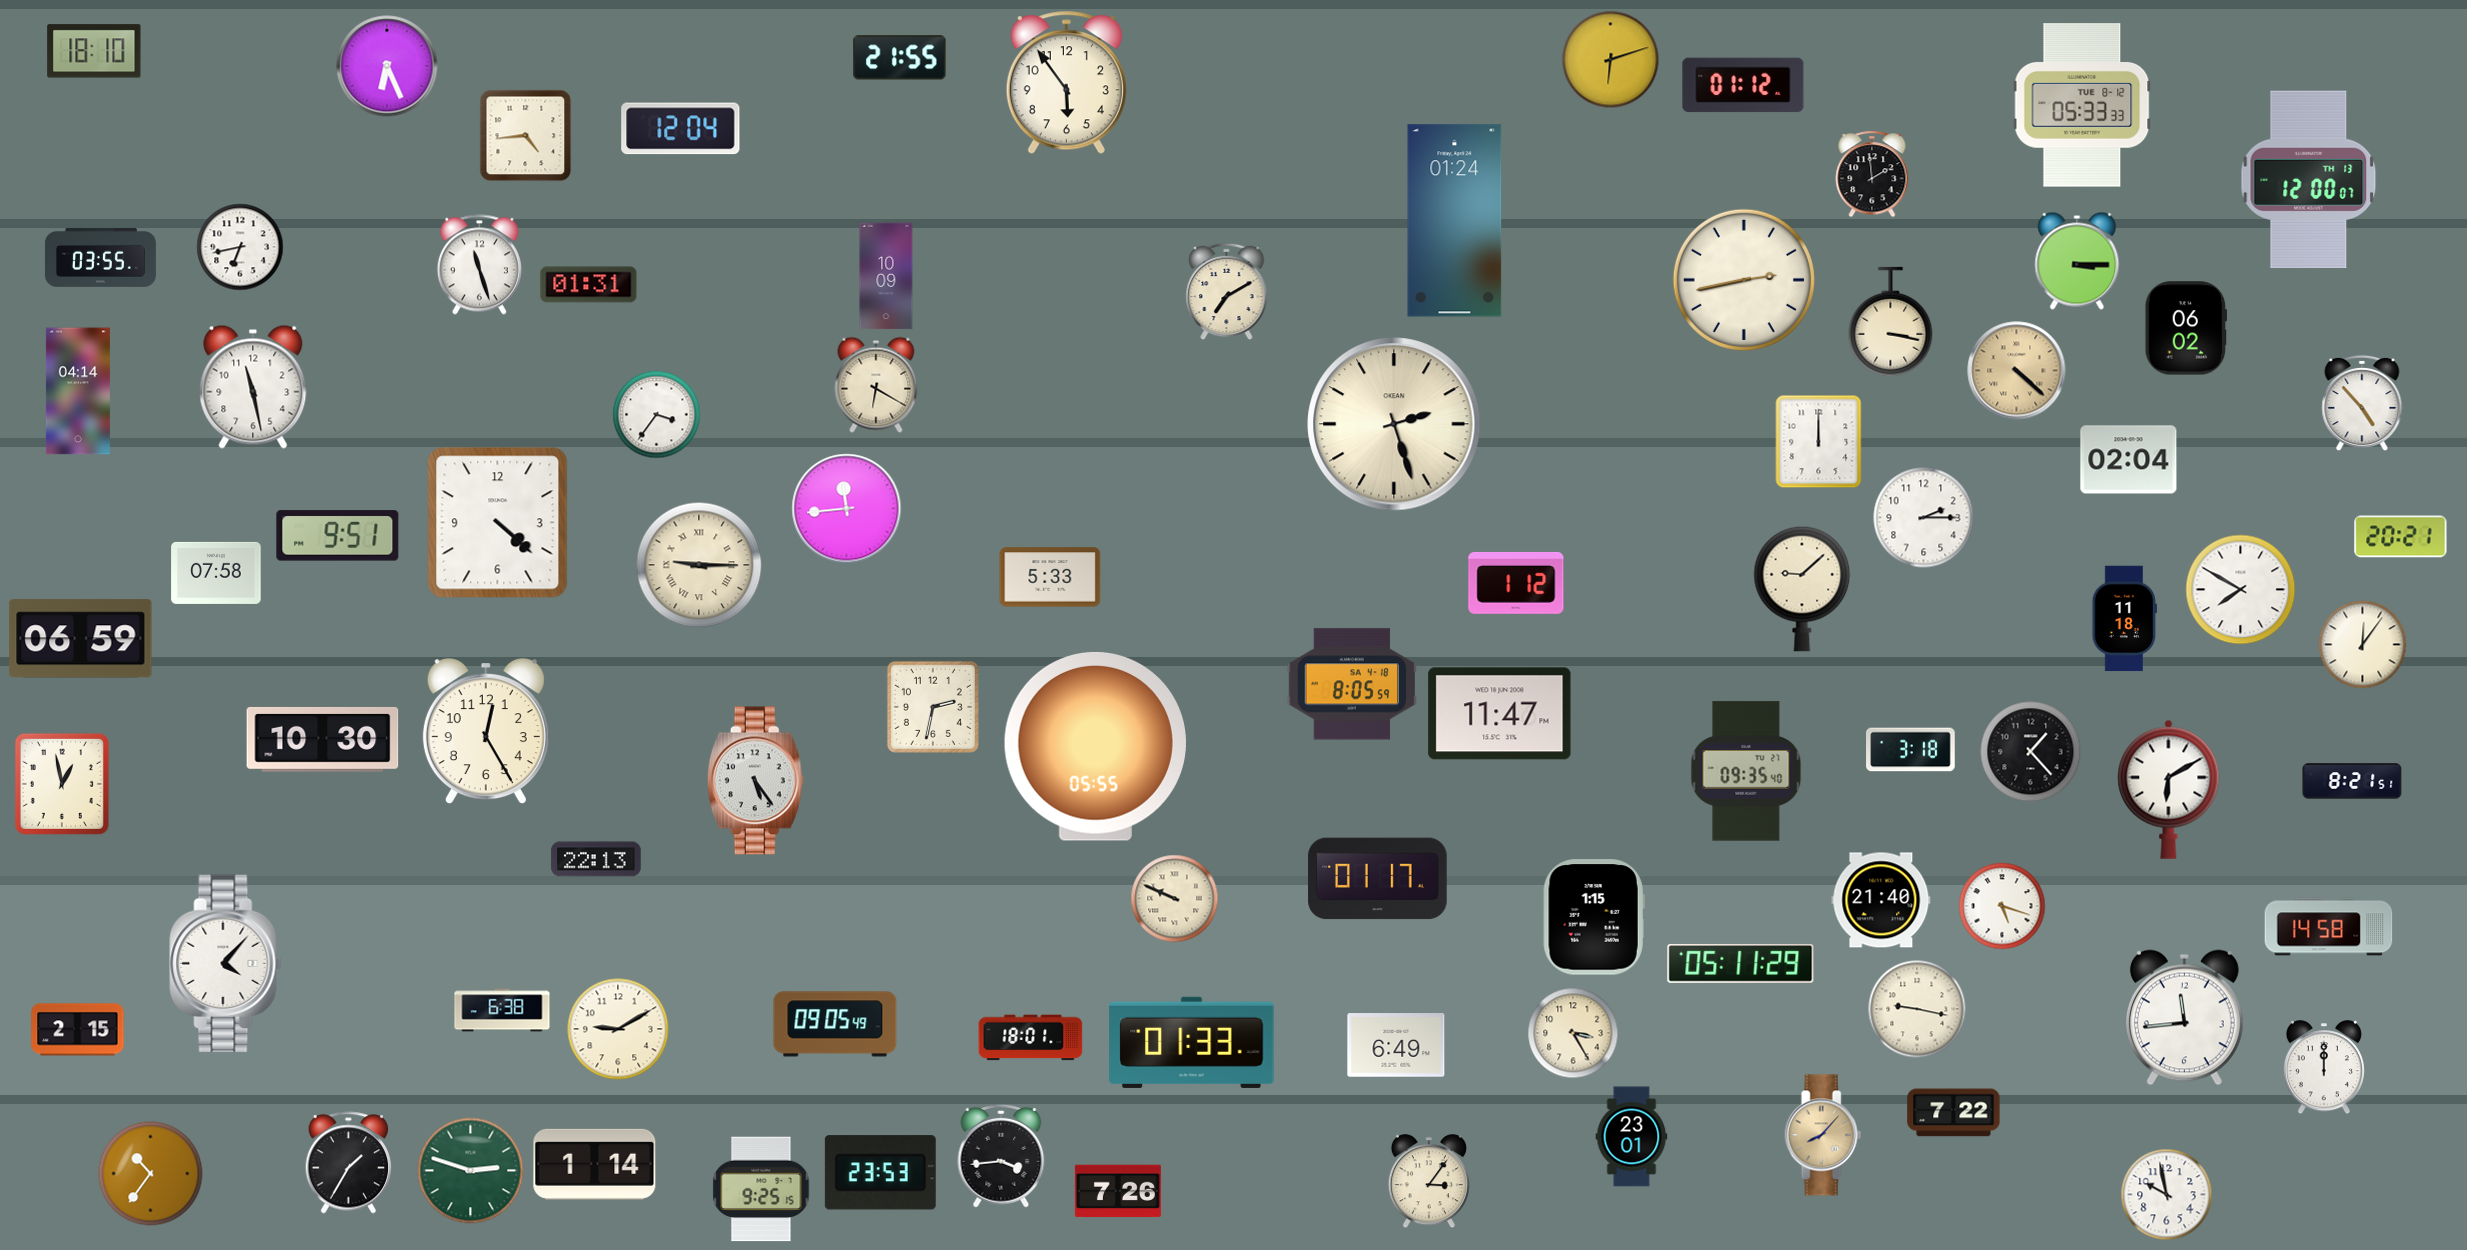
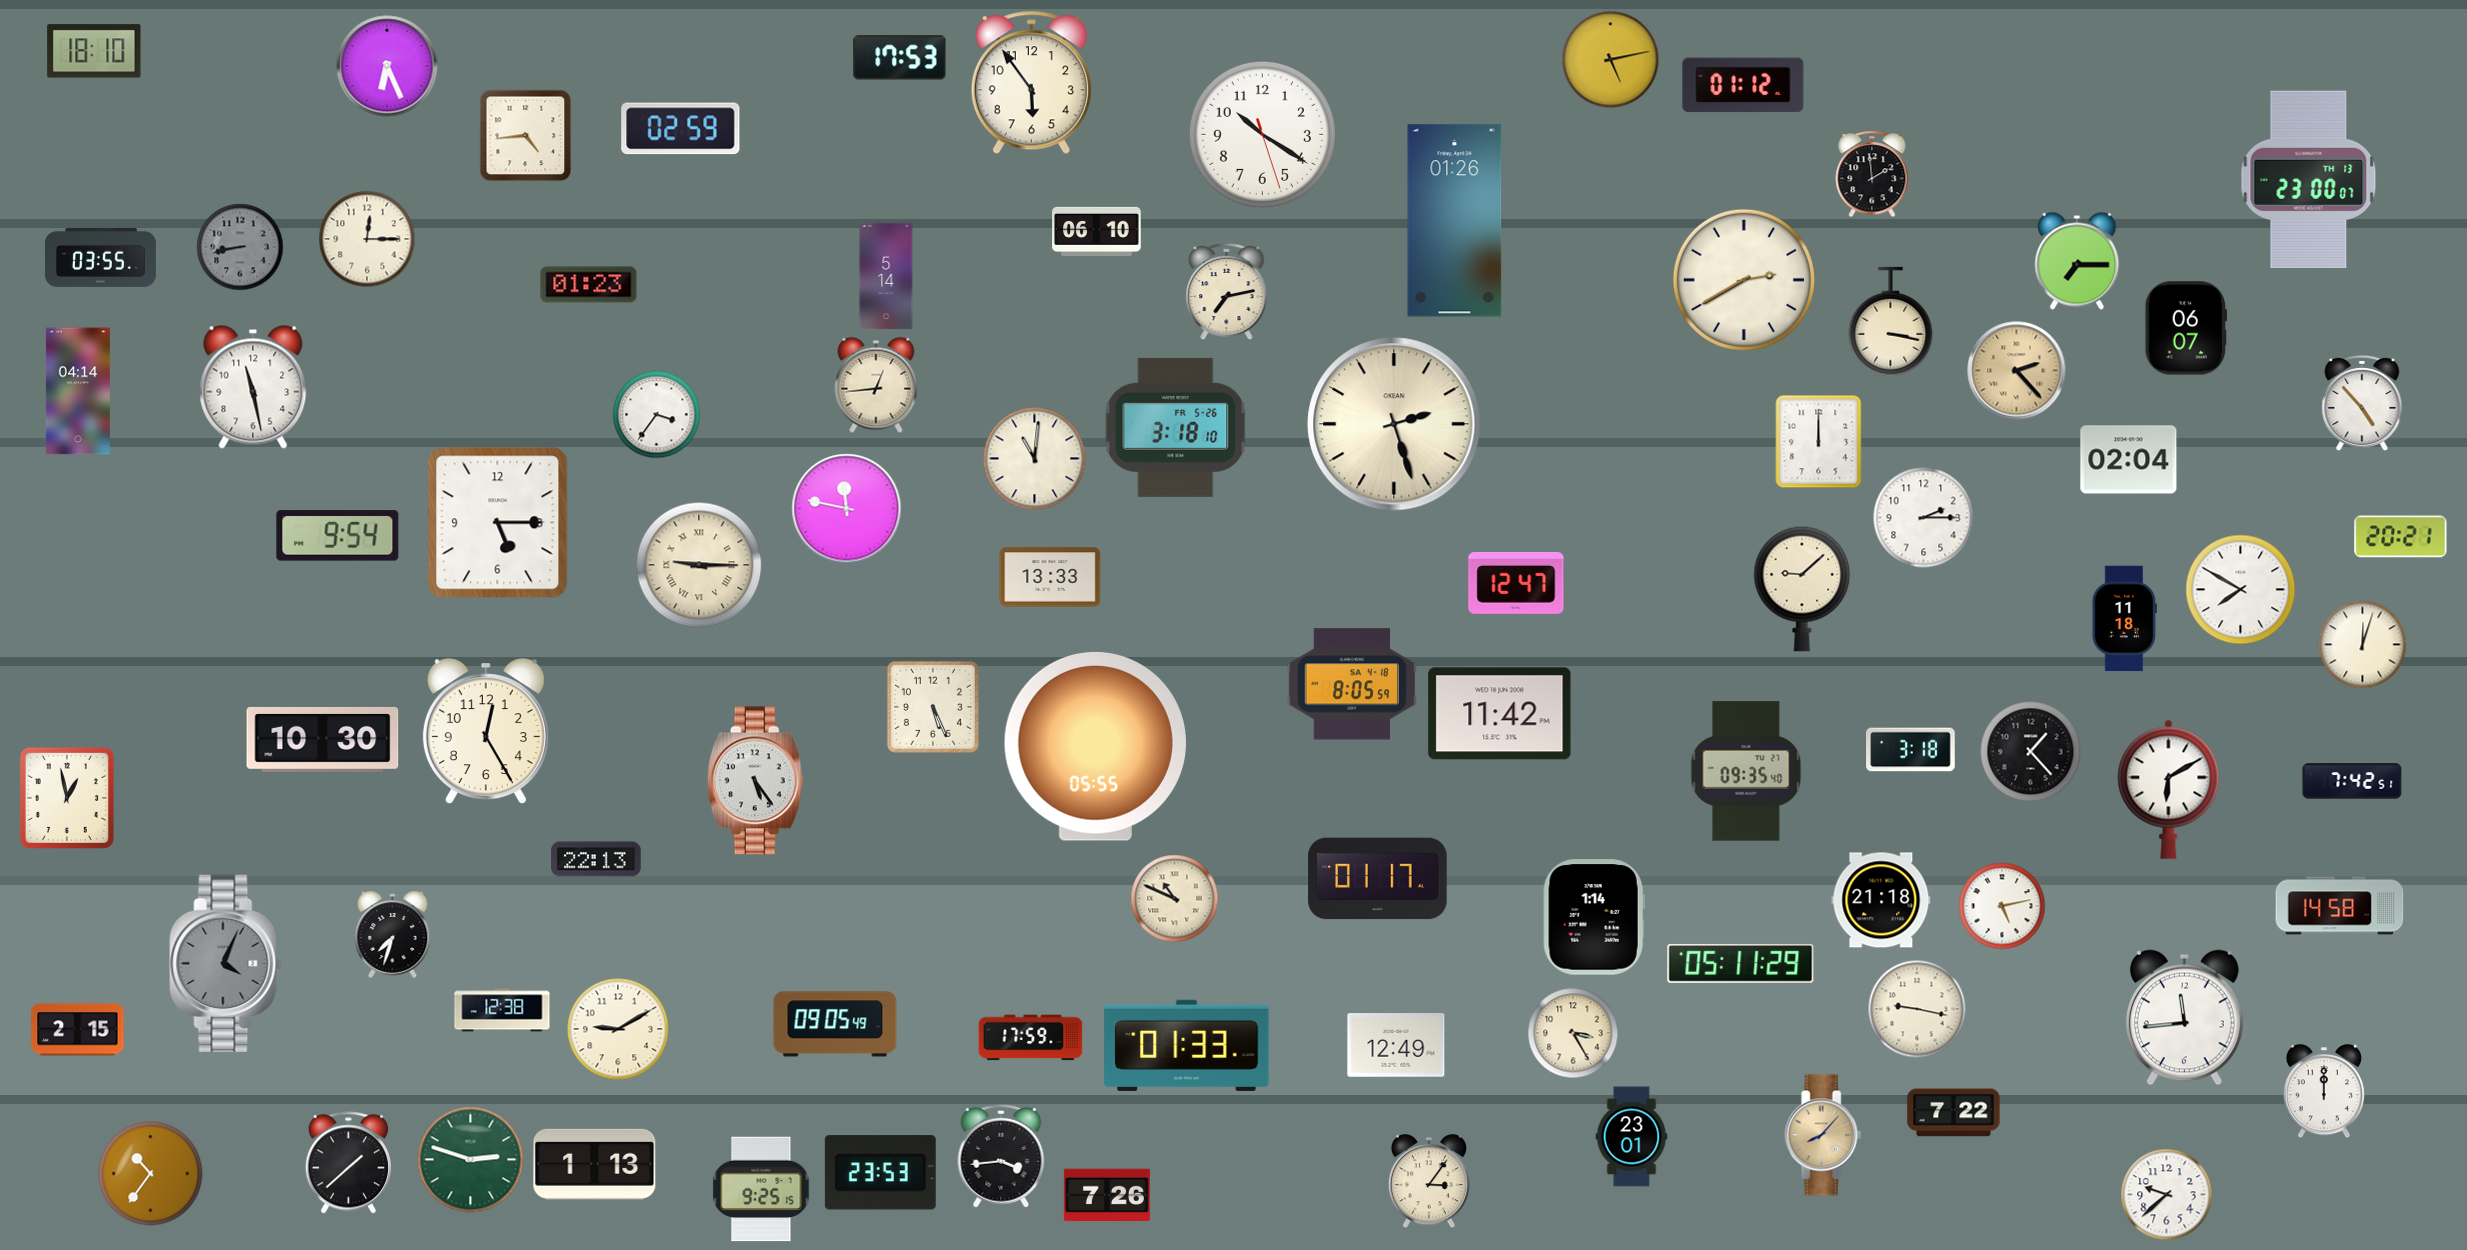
clock at (900, 58): 21:55 -> 17:53
clock at (1611, 60): 6:12 -> 5:13
clock at (1066, 83) position: (1066, 83) -> (1031, 83)
clock at (2082, 105): 05:33 -> none
clock at (681, 129): 12:04 -> 02:59
clock at (1262, 134): none -> 10:20
clock at (2309, 180): 12:00 -> 23:00
clock at (1455, 221): 01:24 -> 01:26
clock at (1097, 231): none -> 06:10
clock at (367, 239): none -> 12:15
clock at (240, 247): 6:43 -> 8:43
clock at (240, 247) dial: white -> grey
clock at (2077, 261): 3:15 -> 7:15
clock at (479, 265): 11:27 -> none
clock at (886, 276): 10:09 -> 5:14
clock at (1744, 280): 2:43 -> 2:40
clock at (589, 285): 01:31 -> 01:23
clock at (1227, 292): 7:10 -> 7:13
clock at (2185, 328): 06:02 -> 06:07
clock at (2017, 371): 4:22 -> 2:23
clock at (876, 385): 6:20 -> 12:44
clock at (1176, 427): none -> 3:18
clock at (1035, 459): none -> 11:01
clock at (847, 509): 11:44 -> 11:47
clock at (498, 523): 4:22 -> 5:15
clock at (338, 536): 9:51 -> 9:54
clock at (216, 573): 07:58 -> none
clock at (1050, 577): 5:33 -> 13:33
clock at (1516, 583): 1:12 -> 12:47
clock at (81, 639): 06:59 -> none
clock at (2363, 645): 12:06 -> 12:03
clock at (933, 707): 2:32 -> 5:26
clock at (1500, 714): 11:47 -> 11:42
clock at (2352, 781): 8:21 -> 7:42
clock at (62, 784) position: (62, 784) -> (67, 798)
clock at (1175, 899): 9:49 -> 10:49
clock at (1881, 900): 21:40 -> 21:18
clock at (2002, 906): 5:18 -> 5:13
clock at (1594, 917): 1:15 -> 1:14
clock at (2329, 927) position: (2329, 927) -> (2340, 906)
clock at (393, 934): none -> 7:33
clock at (226, 964): 4:07 -> 4:04
clock at (226, 964) dial: white -> grey
clock at (502, 1010): 6:38 -> 12:38
clock at (1031, 1038): 18:01 -> 17:59
clock at (1192, 1042) position: (1192, 1042) -> (1187, 1045)
clock at (1396, 1045): 6:49 -> 12:49
clock at (2324, 1068) position: (2324, 1068) -> (2324, 1092)
clock at (349, 1163): 1:35 -> 1:38
clock at (595, 1164): 1:14 -> 1:13
clock at (471, 1171) position: (471, 1171) -> (471, 1160)
clock at (1118, 1191) position: (1118, 1191) -> (1107, 1195)
clock at (2167, 1195): 9:58 -> 9:38
